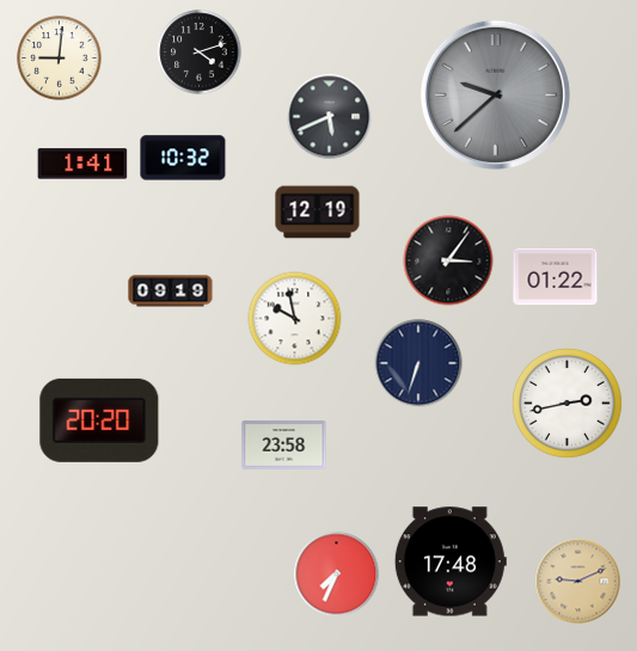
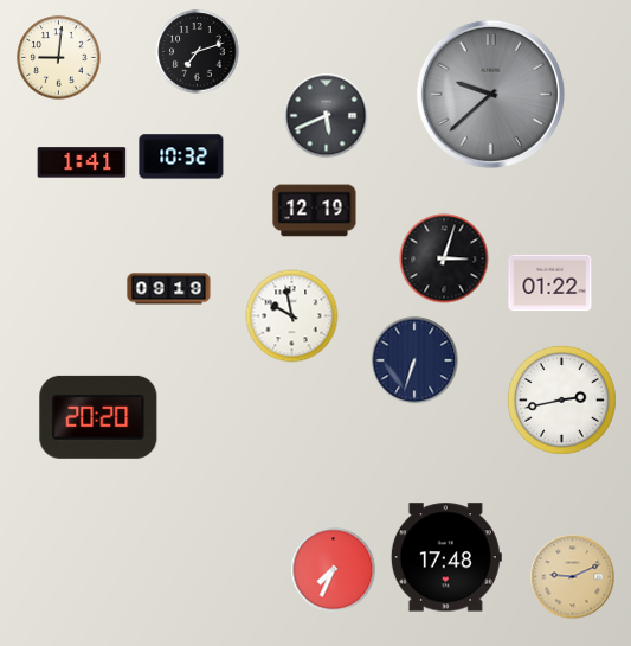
clock at (200, 53): 4:12 -> 7:12
clock at (448, 260): 3:06 -> 3:03
clock at (556, 277) position: (556, 277) -> (550, 283)
clock at (284, 446): 23:58 -> none
